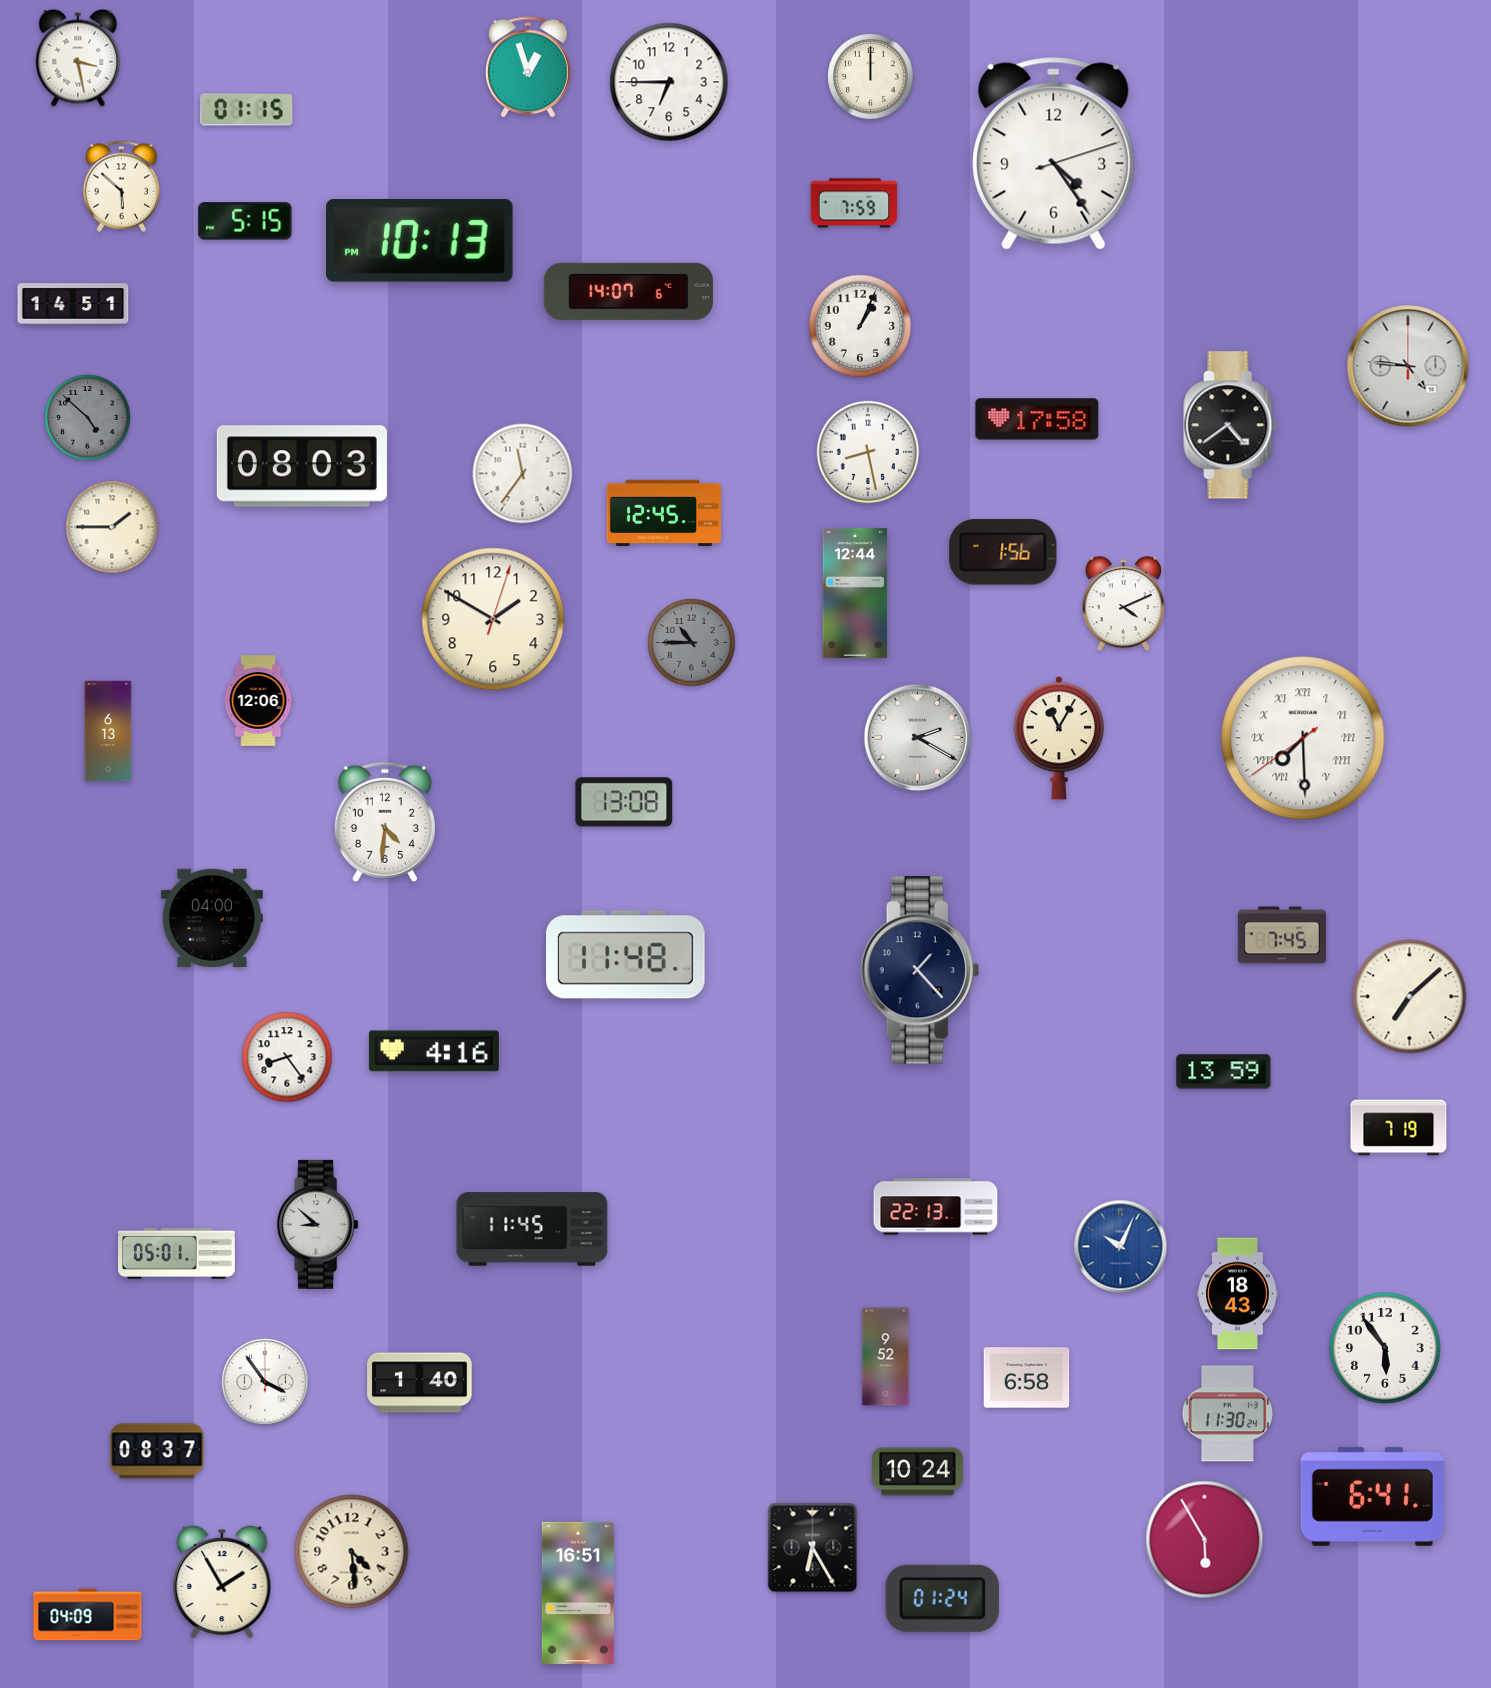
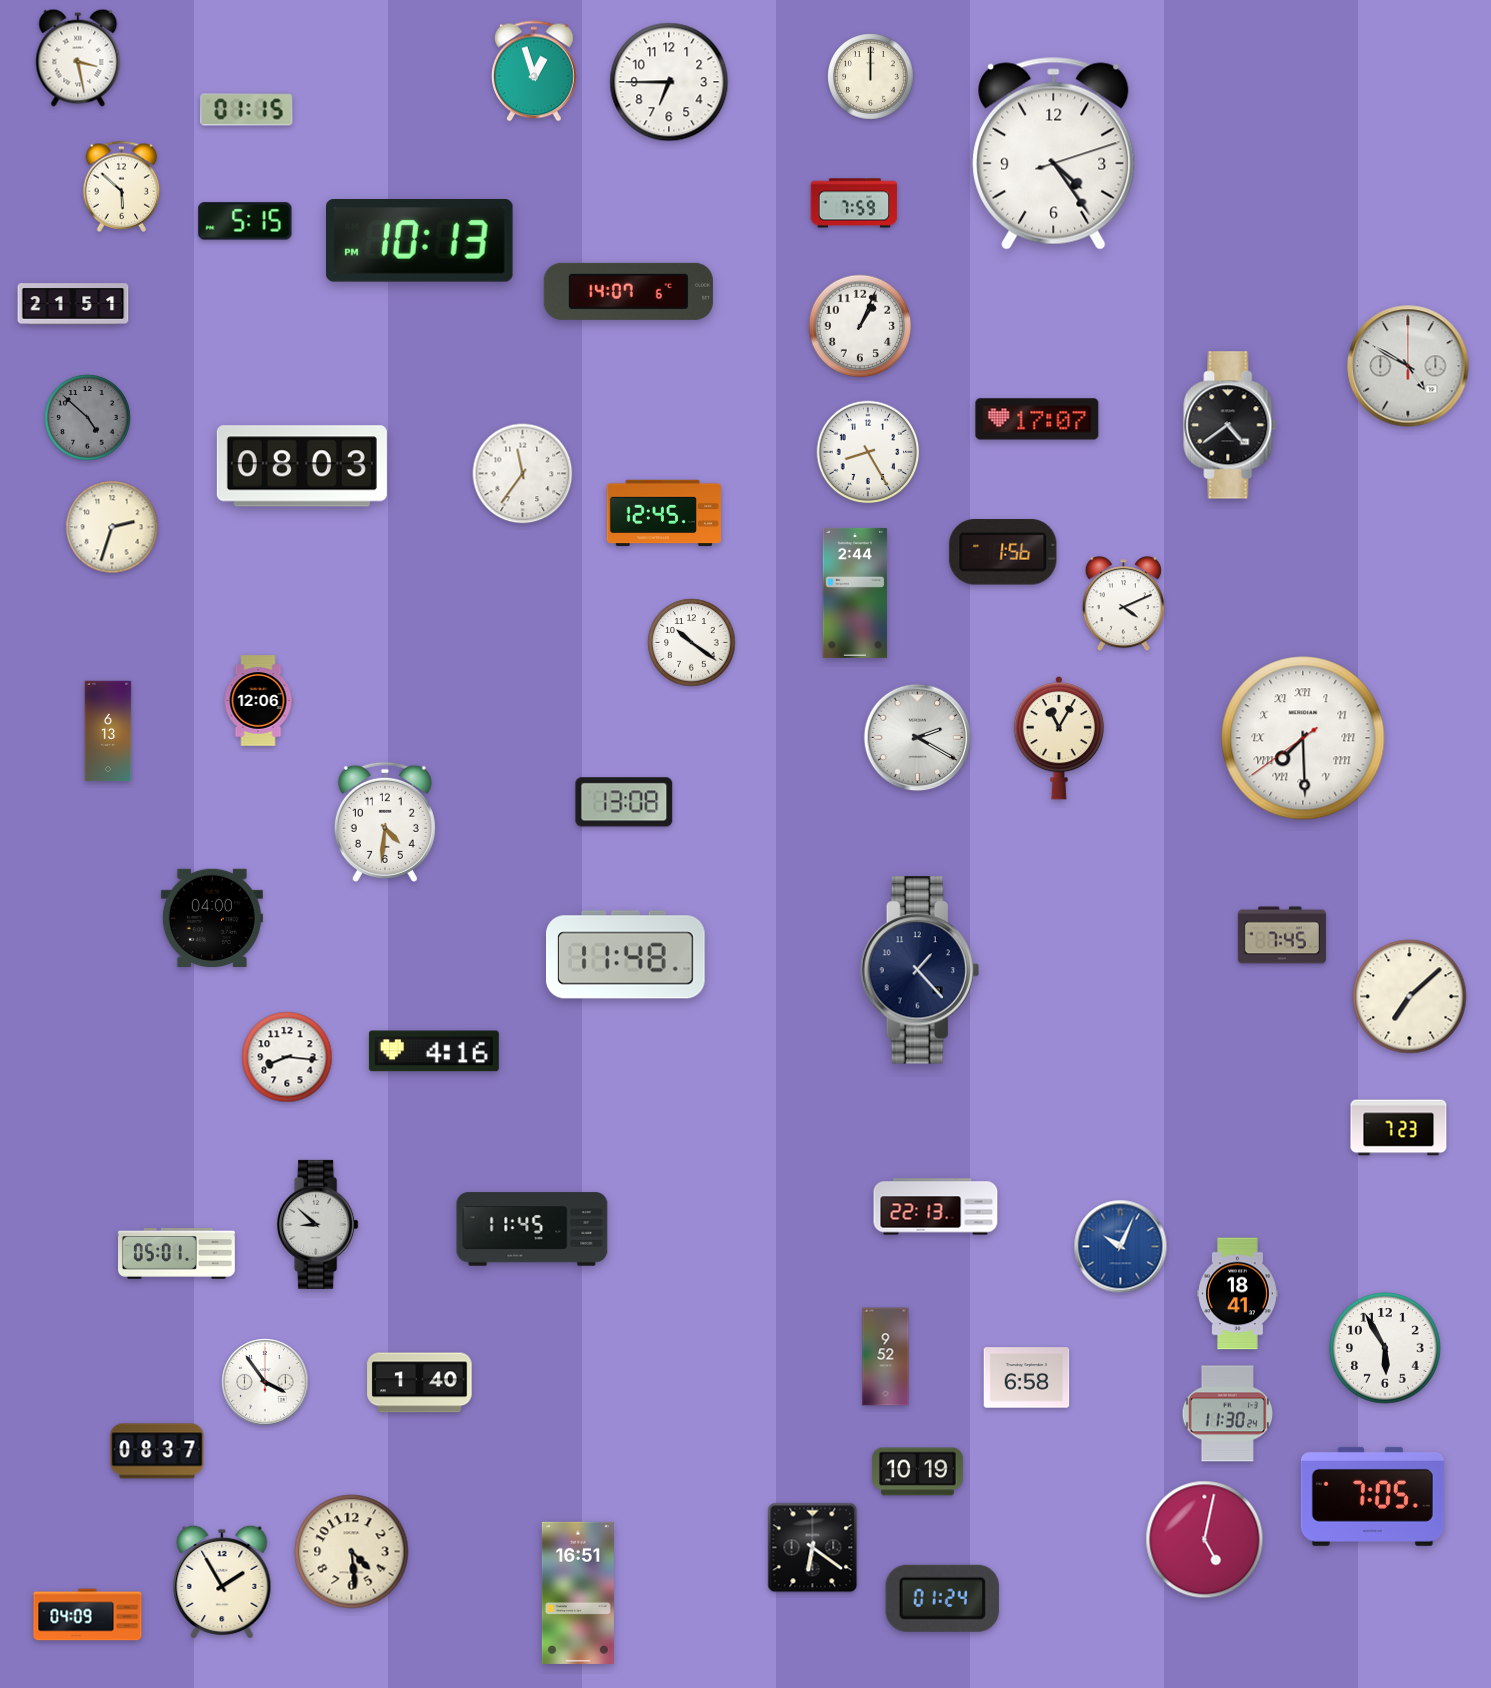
clock at (528, 67) position: (528, 67) -> (534, 71)
clock at (73, 304): 14:51 -> 21:51
clock at (1408, 366): 4:46 -> 4:50
clock at (1037, 419): 17:58 -> 17:07
clock at (868, 452): 8:28 -> 8:25
clock at (112, 527): 1:45 -> 2:33
clock at (855, 593): 12:44 -> 2:44
clock at (493, 619): 1:50 -> none
clock at (692, 643): 10:45 -> 10:21
clock at (692, 643) dial: grey -> white
clock at (287, 1057): 8:24 -> 8:16
clock at (1224, 1072): 13:59 -> none
clock at (1399, 1128): 7:19 -> 7:23
clock at (1238, 1294): 18:43 -> 18:41
clock at (1385, 1348): 5:54 -> 5:55
clock at (918, 1472): 10:24 -> 10:19
clock at (1372, 1496): 6:41 -> 7:05
clock at (1205, 1540): 5:55 -> 5:02
clock at (813, 1548): 6:25 -> 6:21
